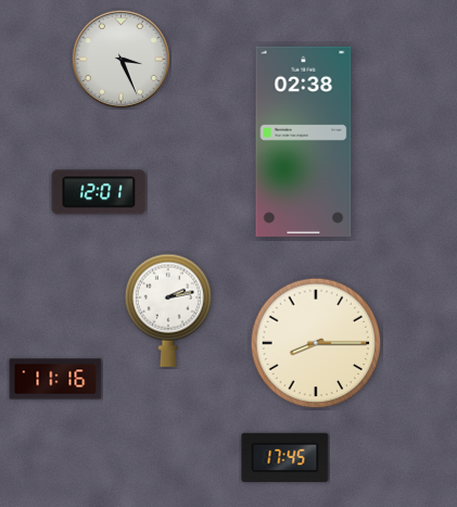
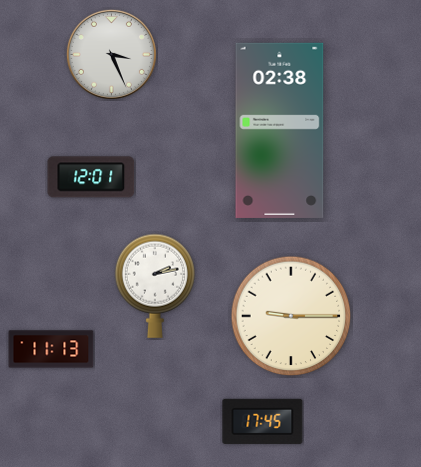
clock at (316, 343): 8:15 -> 9:15
clock at (55, 379): 11:16 -> 11:13
